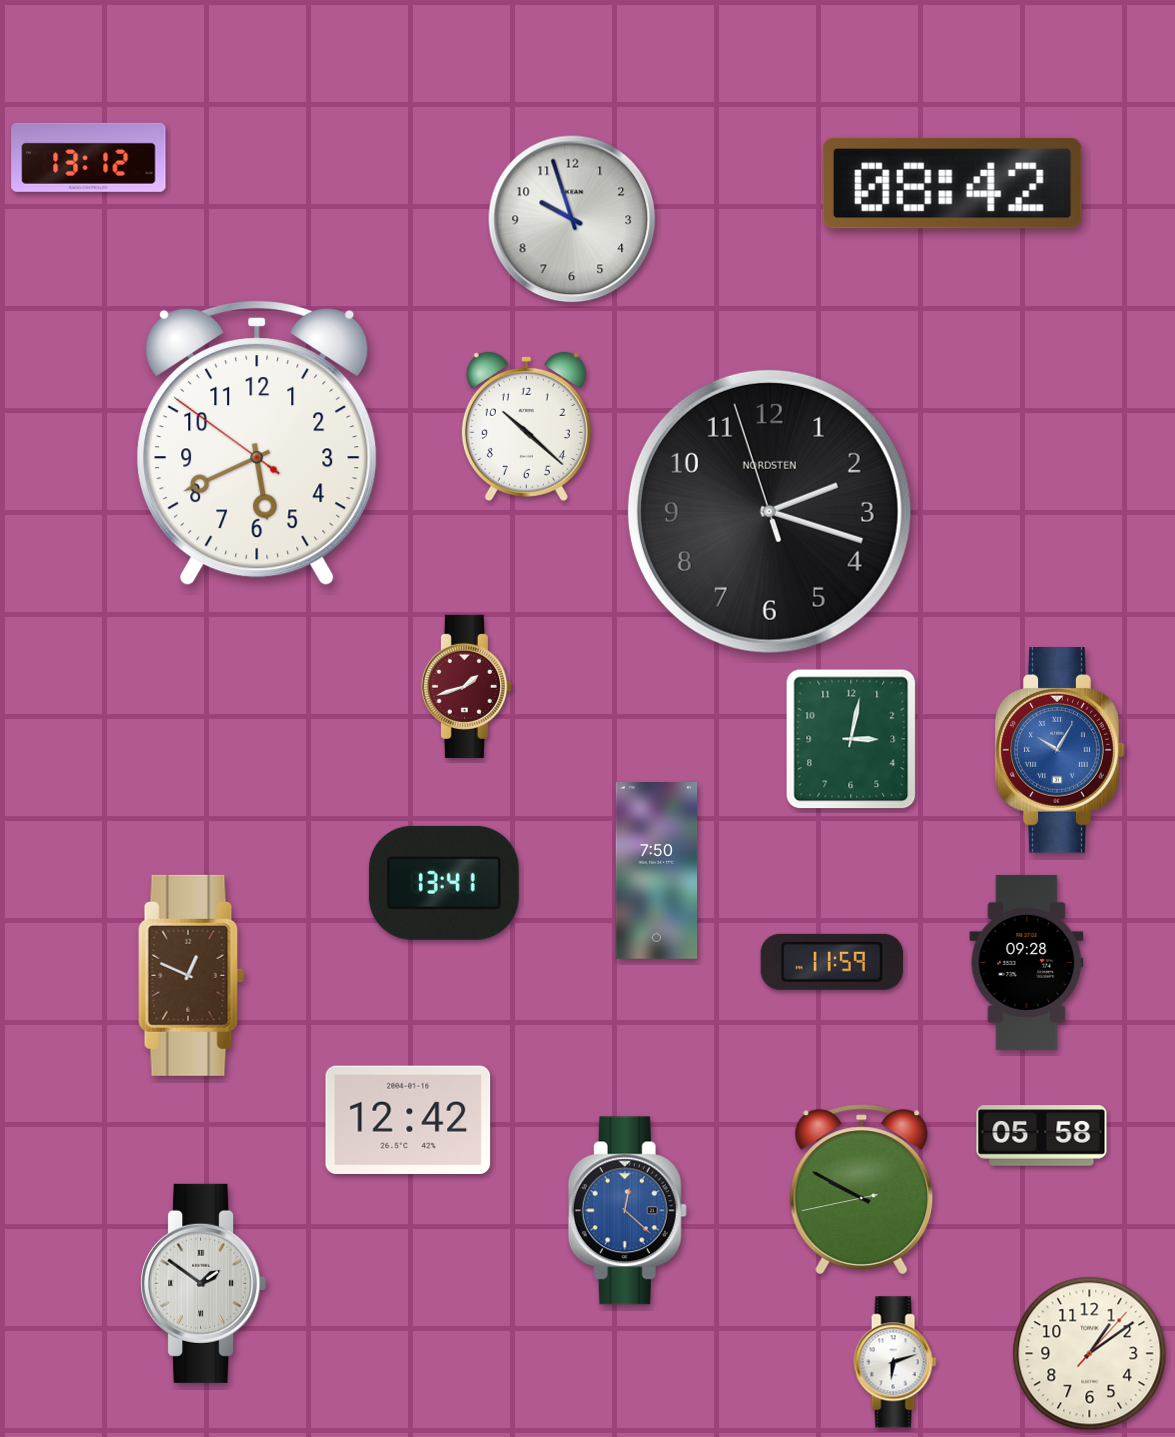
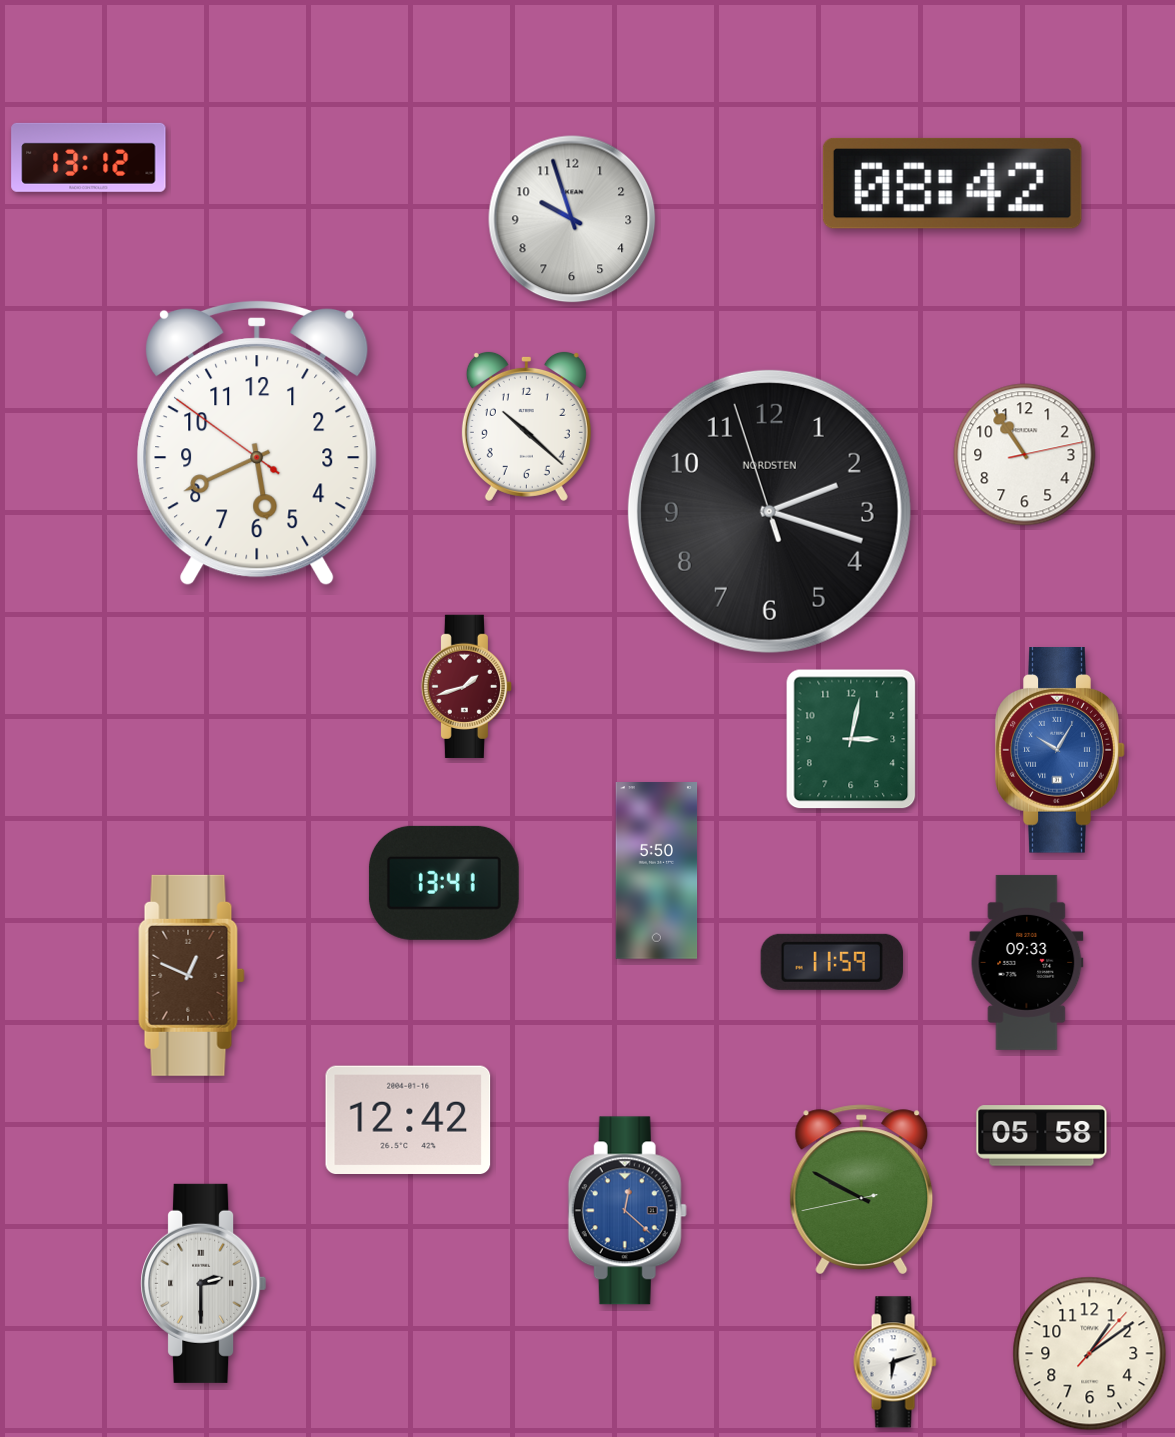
clock at (1025, 455): none -> 10:54
clock at (657, 871): 7:50 -> 5:50
clock at (1027, 962): 09:28 -> 09:33
clock at (204, 1283): 1:51 -> 2:30
